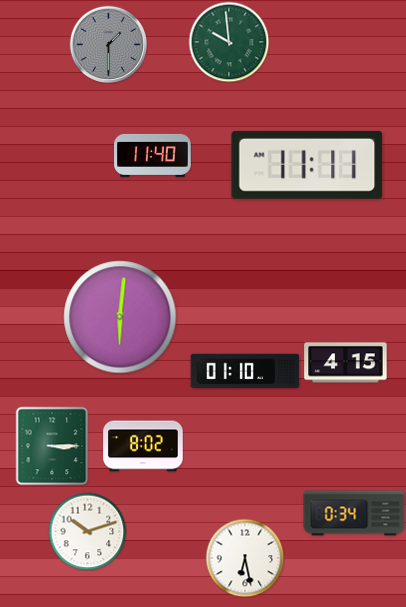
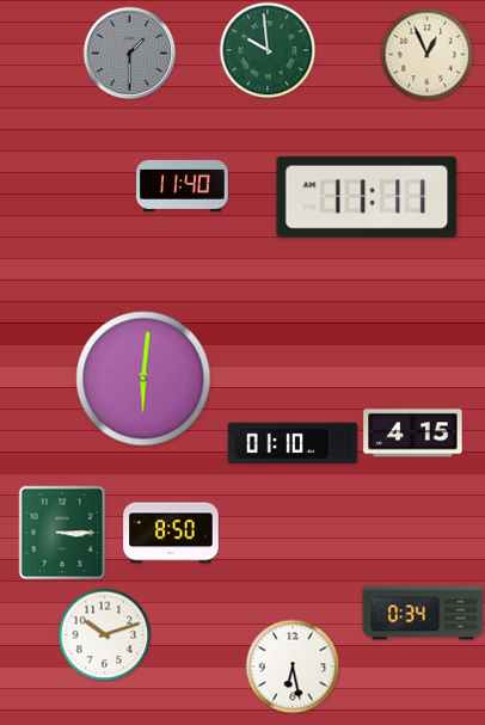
clock at (229, 42) position: (229, 42) -> (268, 50)
clock at (426, 54): none -> 12:56
clock at (143, 446): 8:02 -> 8:50
